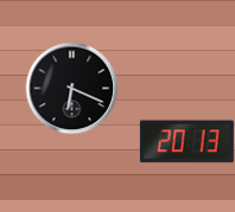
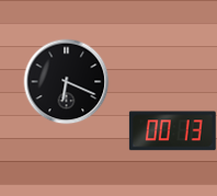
clock at (186, 142): 20:13 -> 00:13
